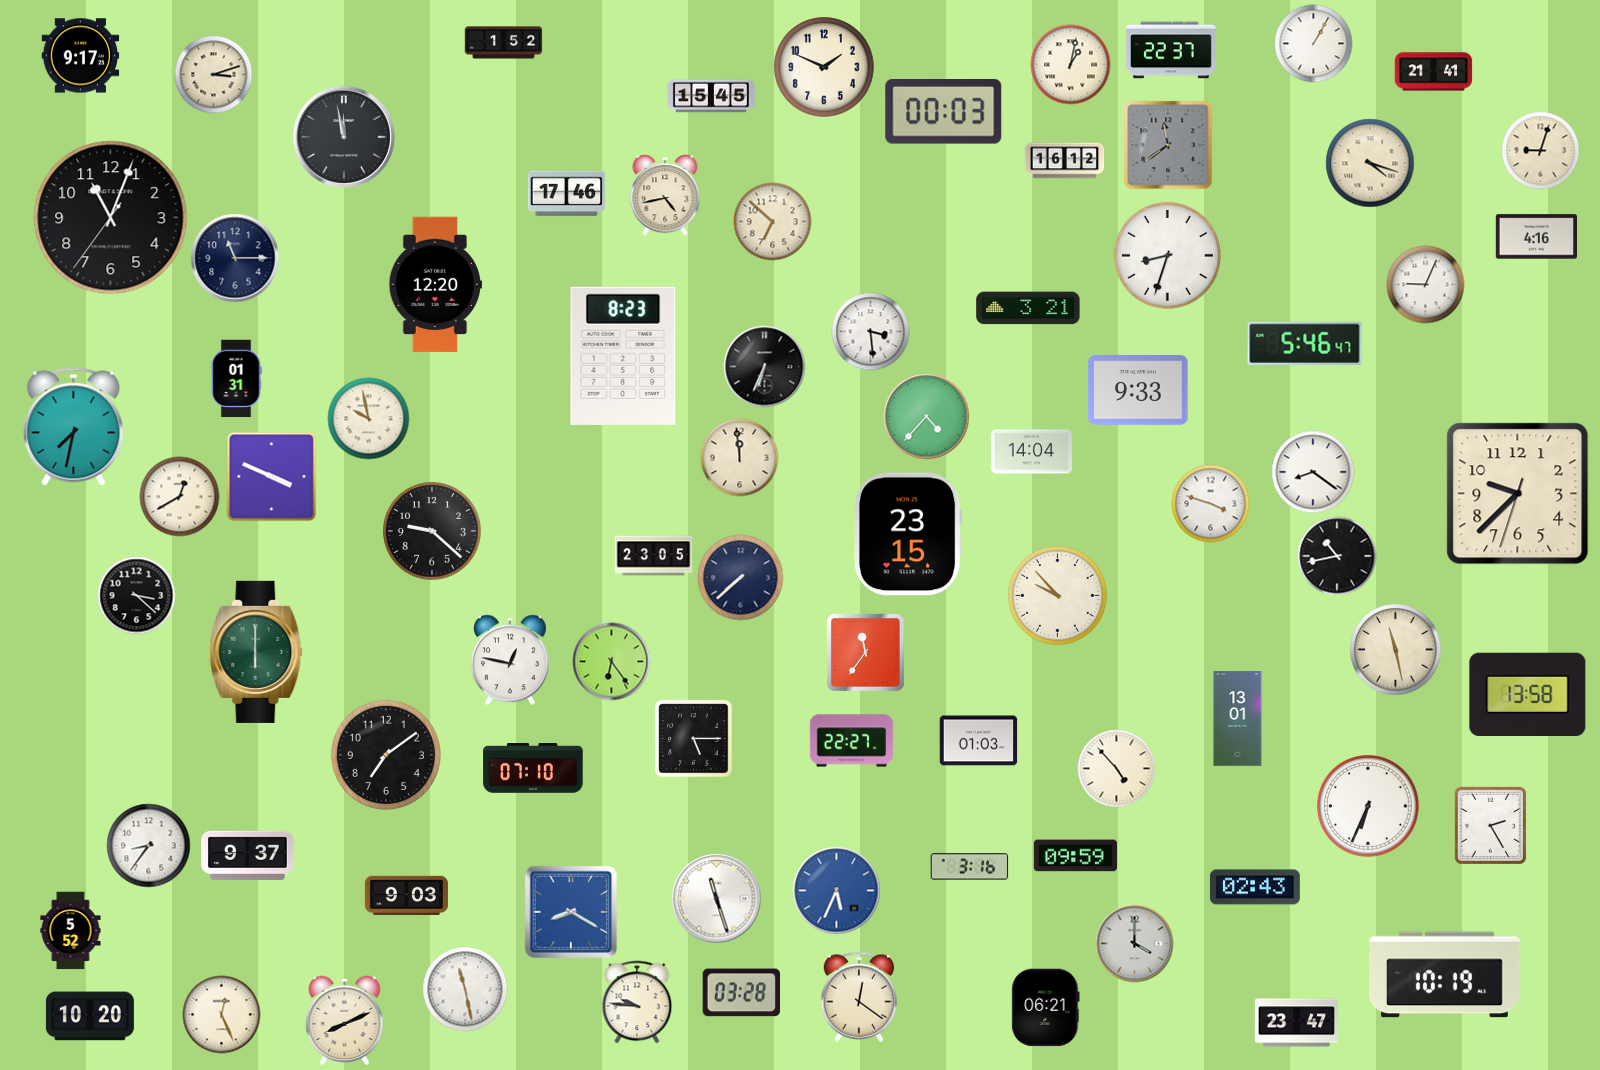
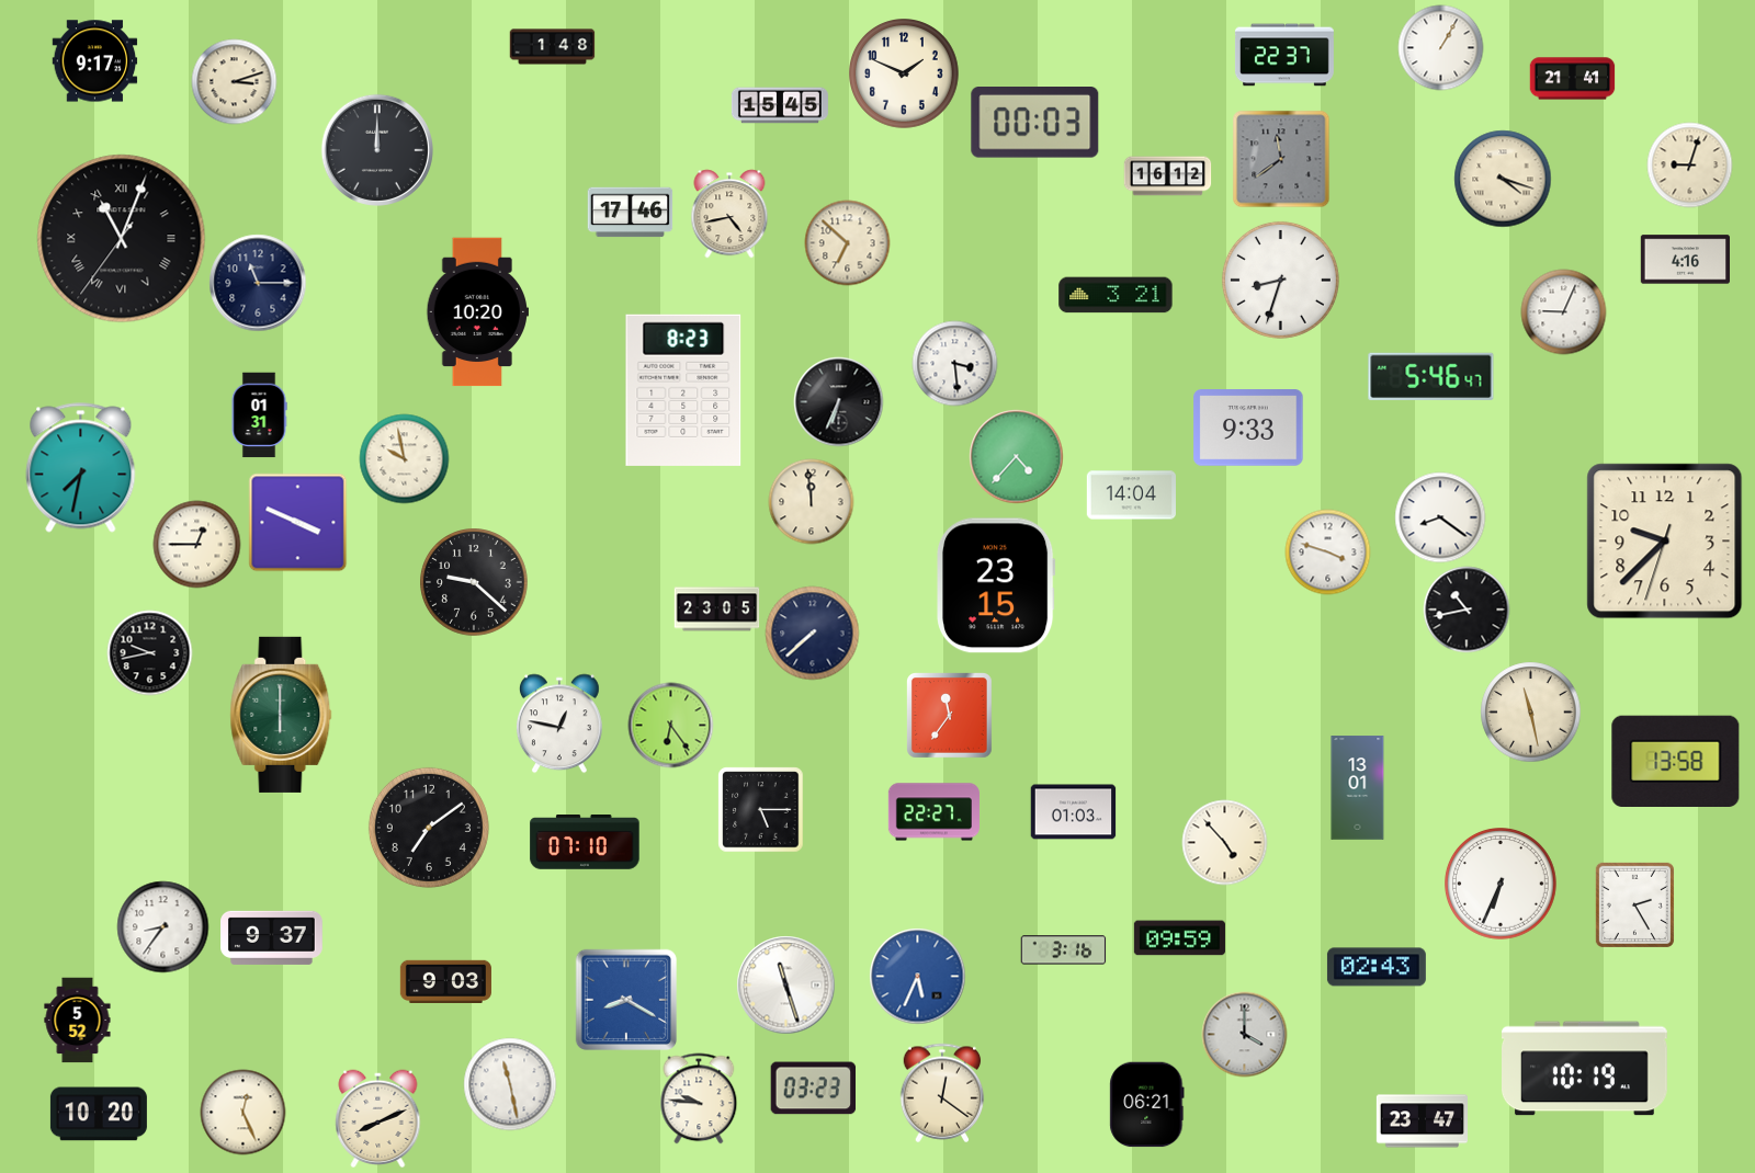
clock at (503, 43): 1:52 -> 1:48
clock at (80, 56) position: (80, 56) -> (94, 61)
clock at (1070, 64): 1:02 -> none
clock at (344, 137): 11:58 -> 12:00
clock at (566, 194) position: (566, 194) -> (630, 213)
clock at (111, 218) numerals: Arabic -> Roman
clock at (435, 285): 12:20 -> 10:20
clock at (1028, 308) position: (1028, 308) -> (1116, 295)
clock at (179, 496): 12:40 -> 12:45
clock at (136, 595): 3:22 -> 9:43
clock at (1058, 596): 9:53 -> none
clock at (386, 755) position: (386, 755) -> (429, 828)
clock at (1255, 887) position: (1255, 887) -> (1377, 967)
clock at (741, 993): 03:28 -> 03:23
